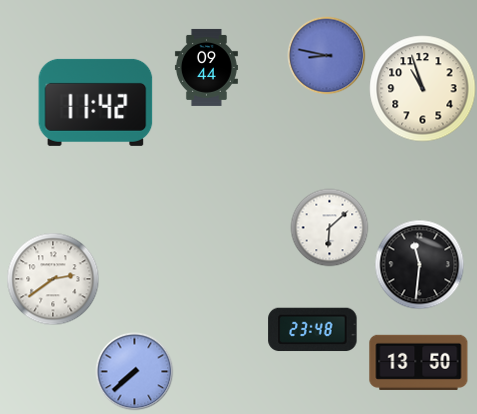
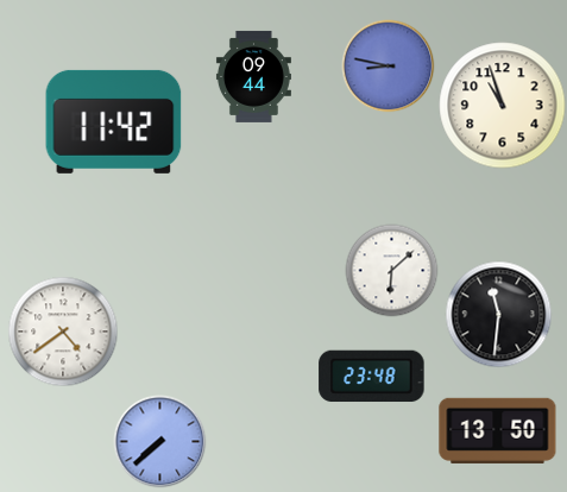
clock at (206, 67) position: (206, 67) -> (253, 76)
clock at (53, 279): 2:39 -> 4:39
clock at (313, 330) position: (313, 330) -> (372, 377)
